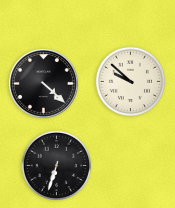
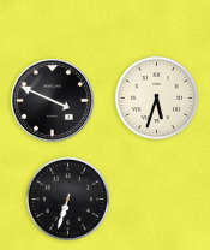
clock at (131, 82): 9:52 -> 5:33
clock at (44, 84): 4:22 -> 3:49
